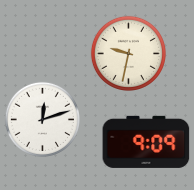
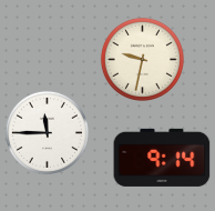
clock at (42, 119): 12:12 -> 11:45
clock at (146, 142): 9:09 -> 9:14
